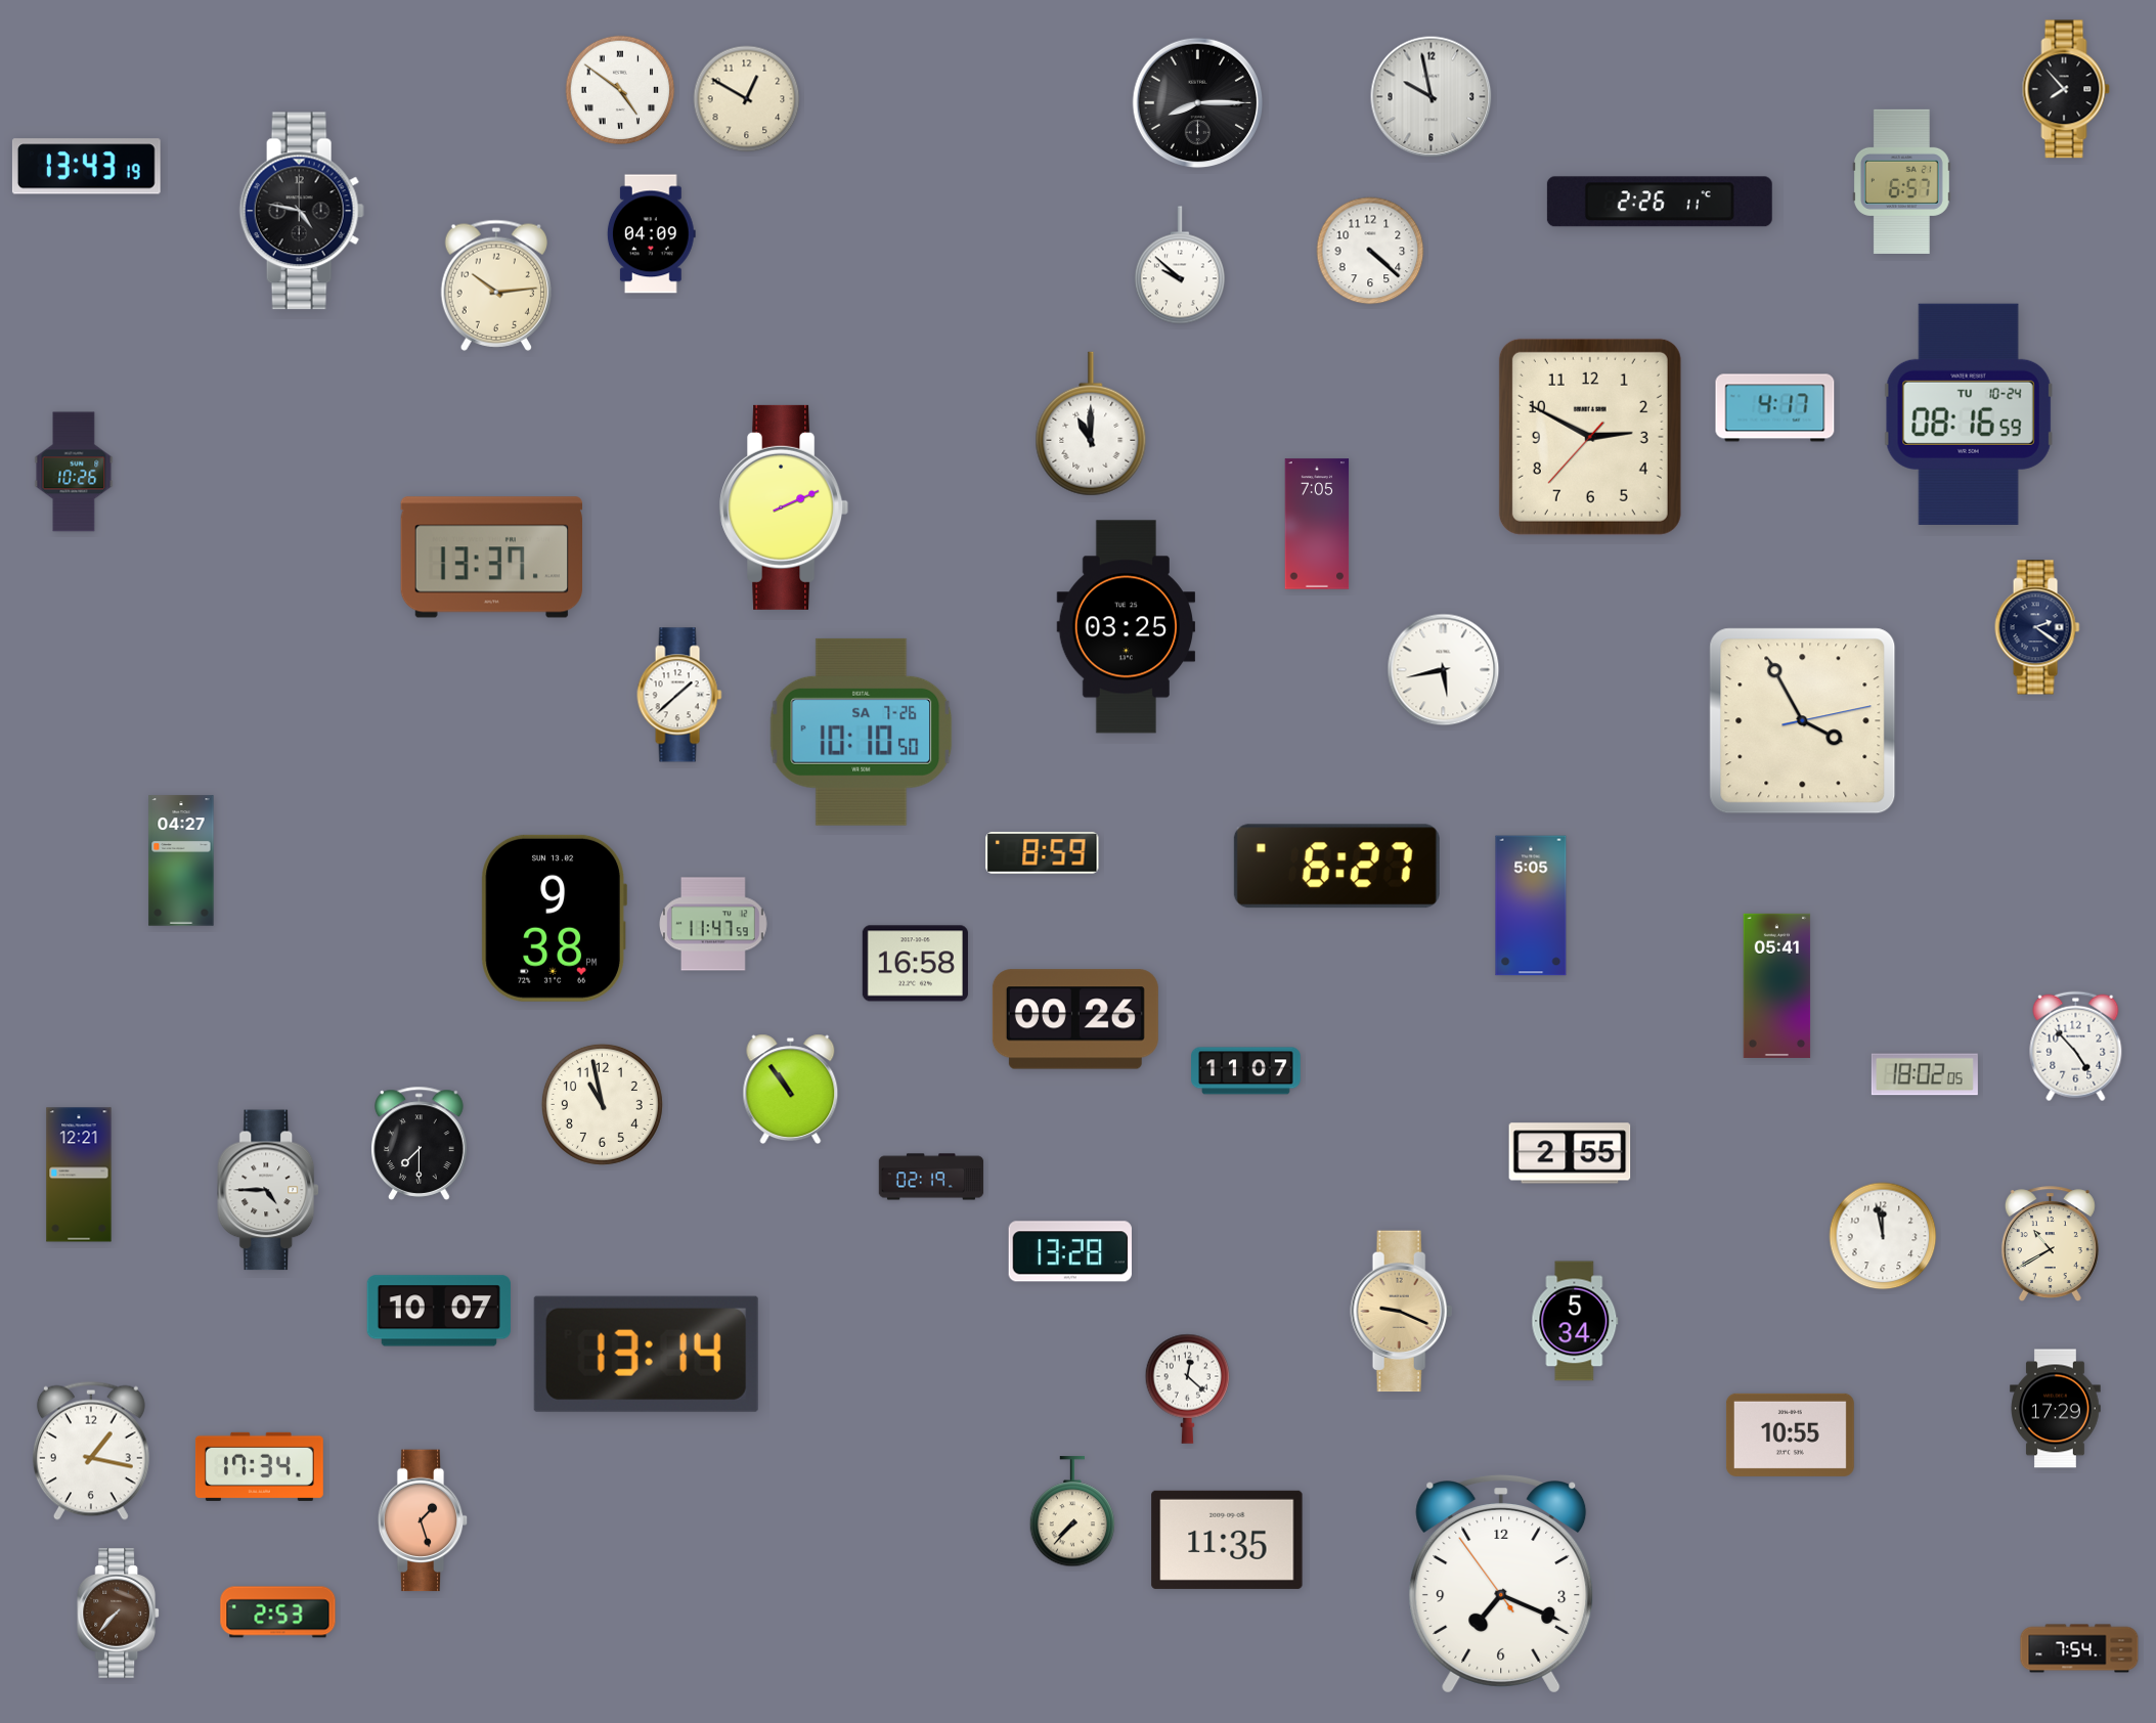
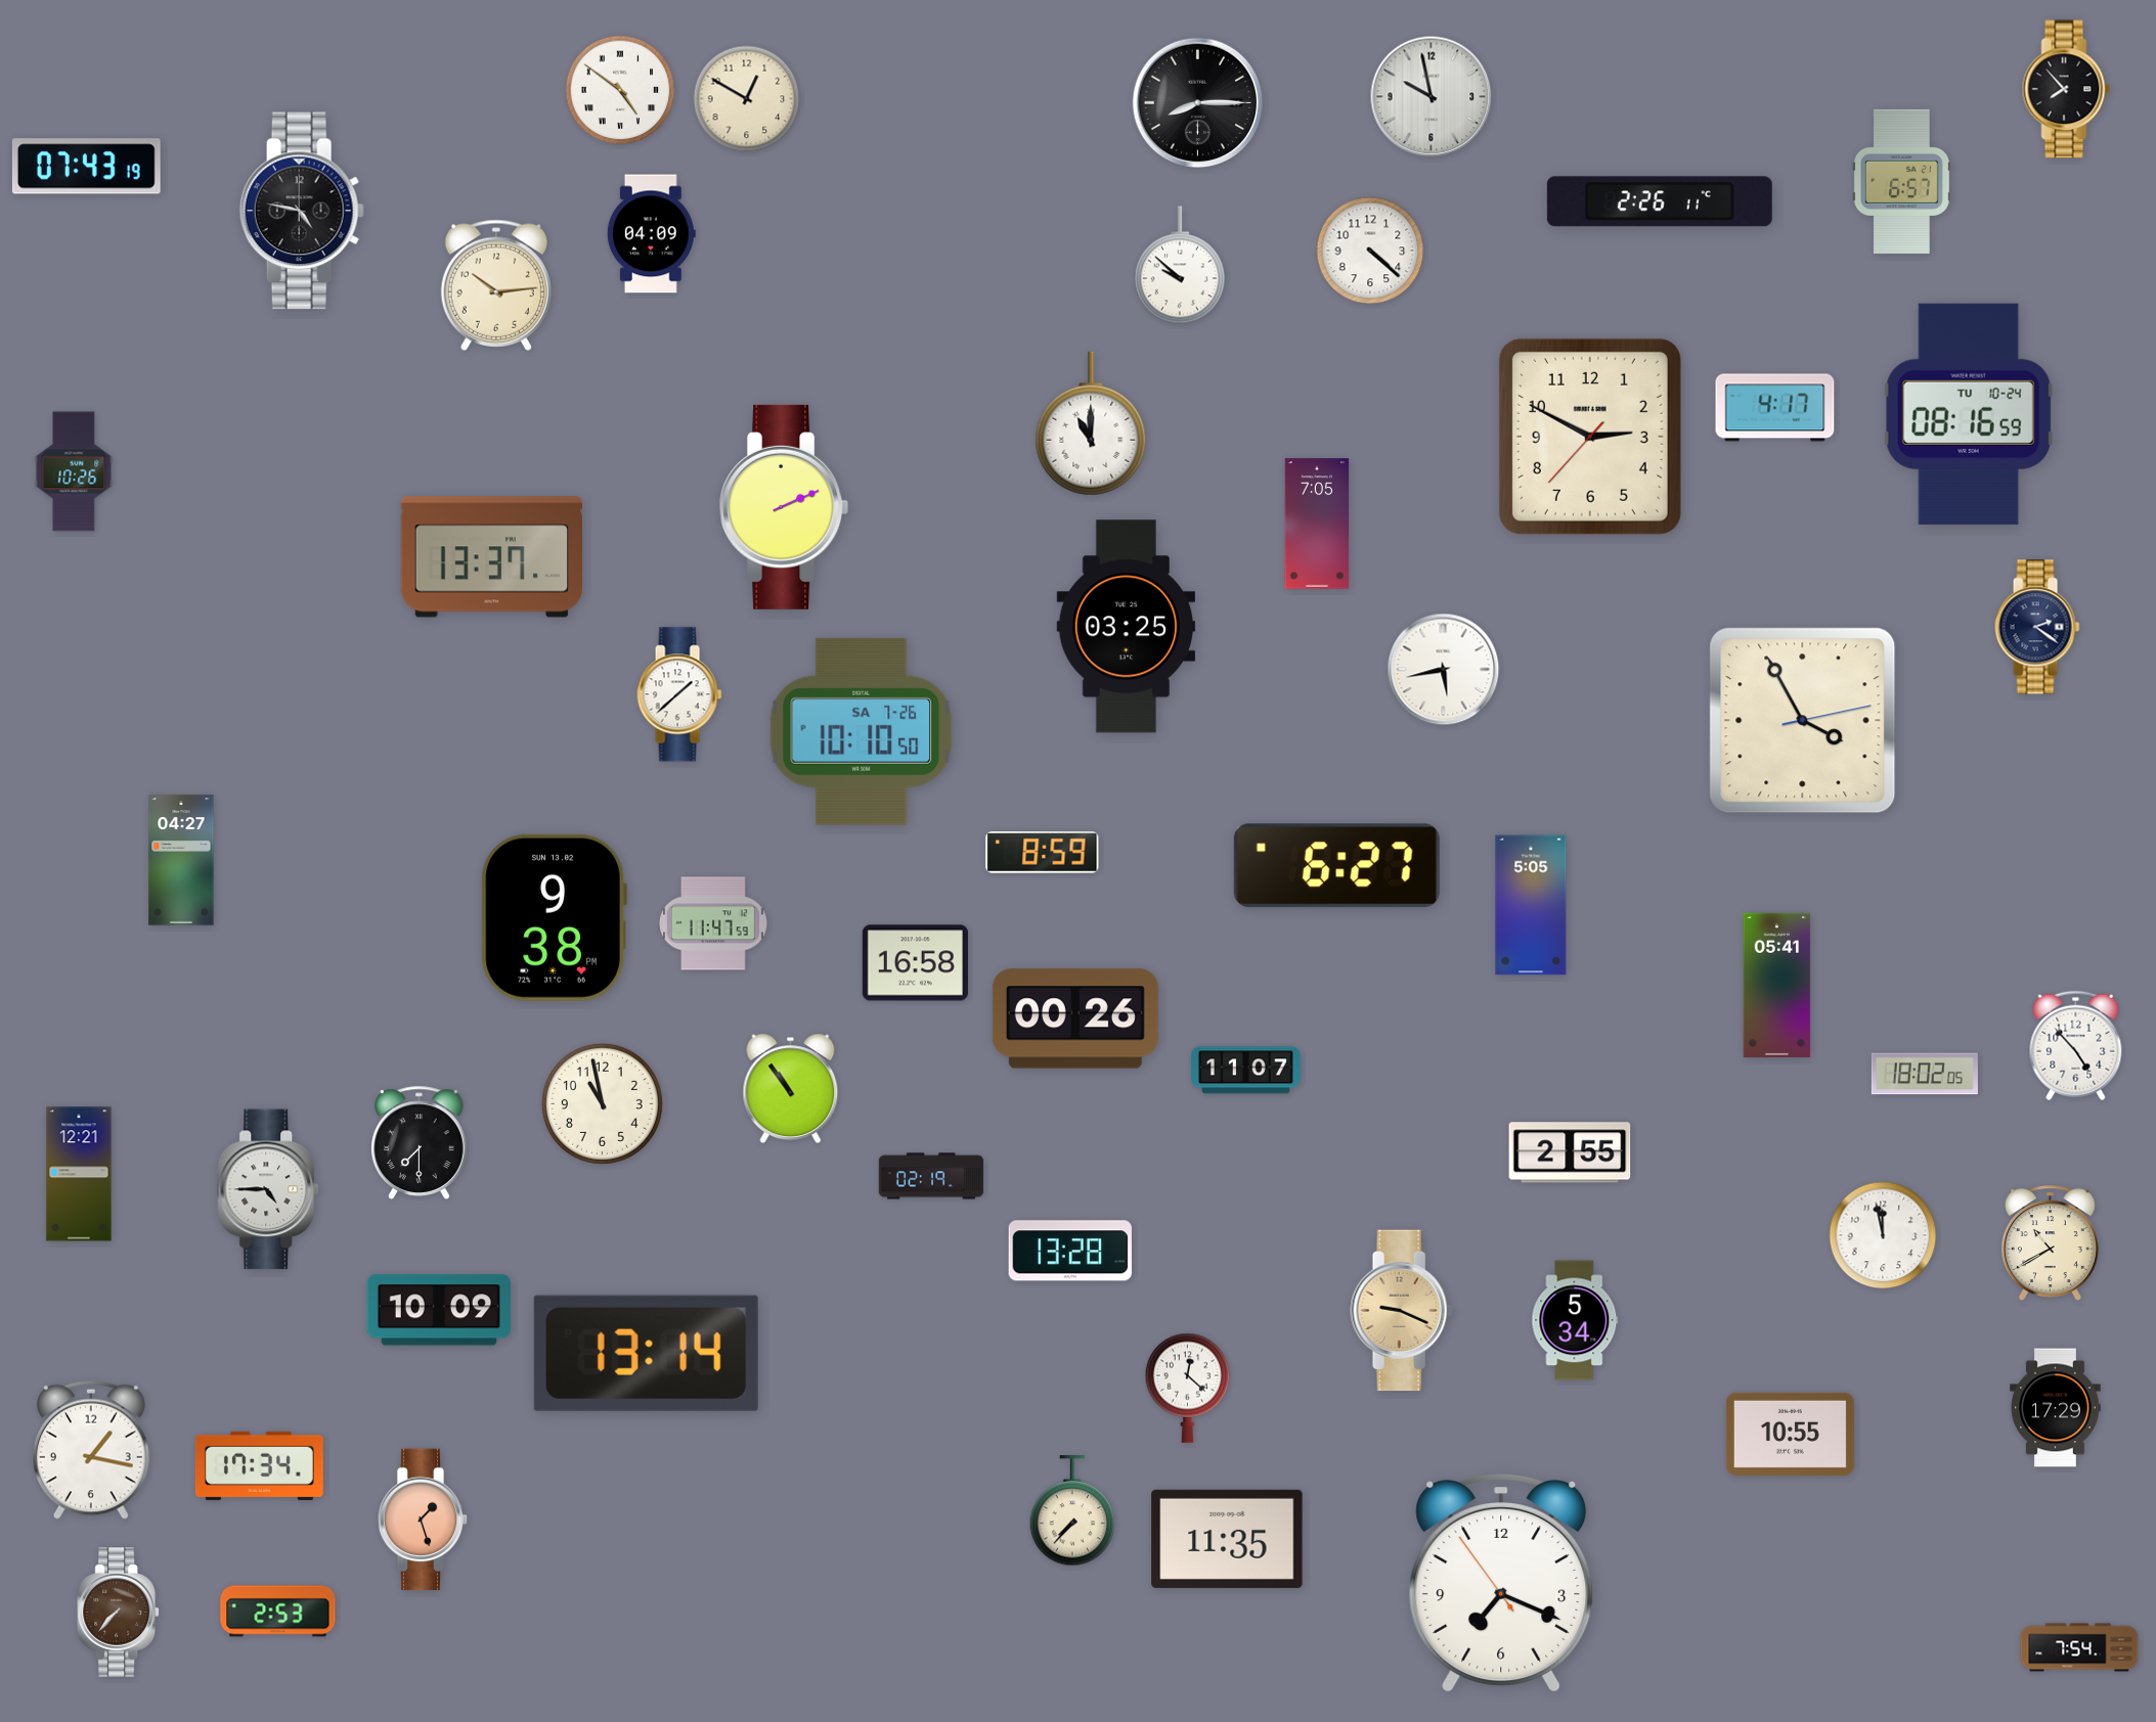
clock at (86, 167): 13:43 -> 07:43
clock at (439, 1311): 10:07 -> 10:09
